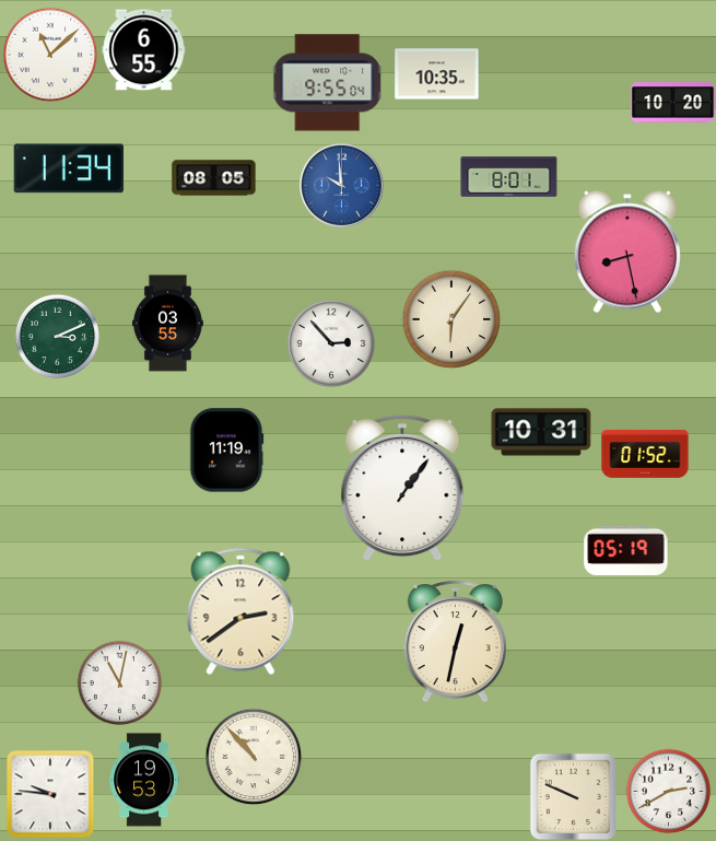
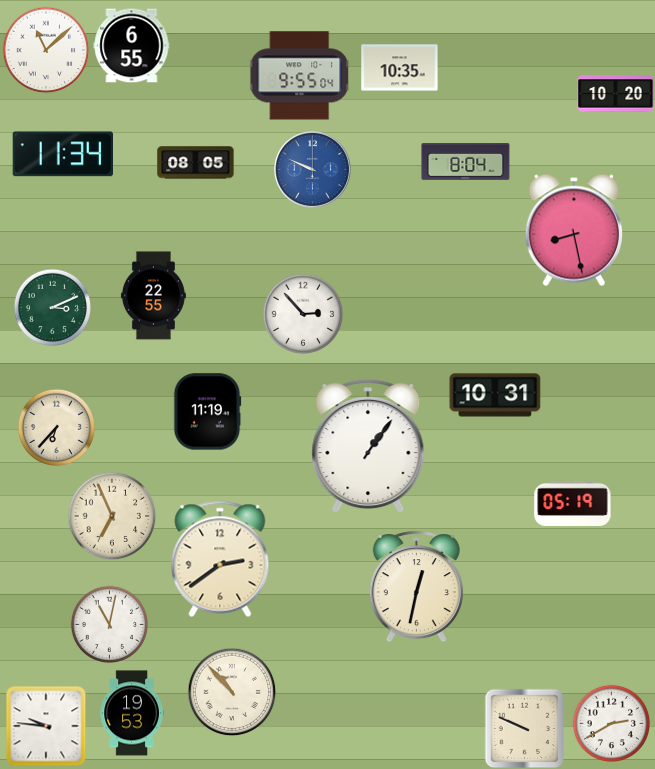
clock at (509, 177): 8:01 -> 8:04
clock at (341, 185): 9:59 -> 9:49
clock at (451, 319): 6:06 -> none
clock at (167, 324): 03:55 -> 22:55
clock at (645, 454): 01:52 -> none
clock at (56, 427): none -> 6:37
clock at (112, 516): none -> 6:56
